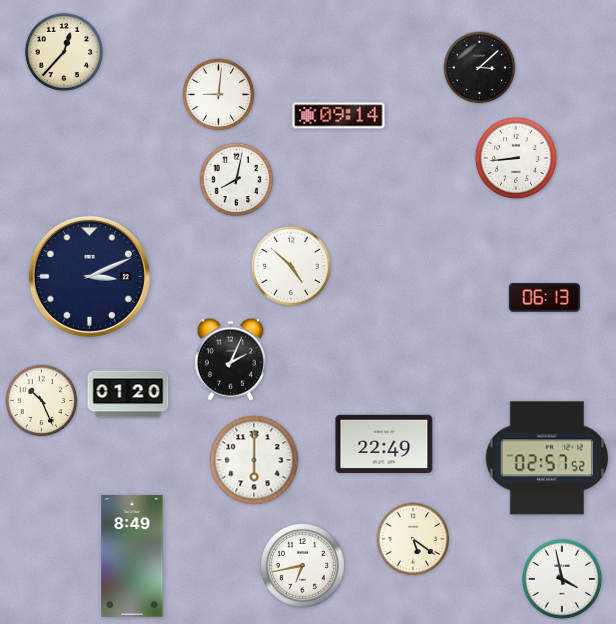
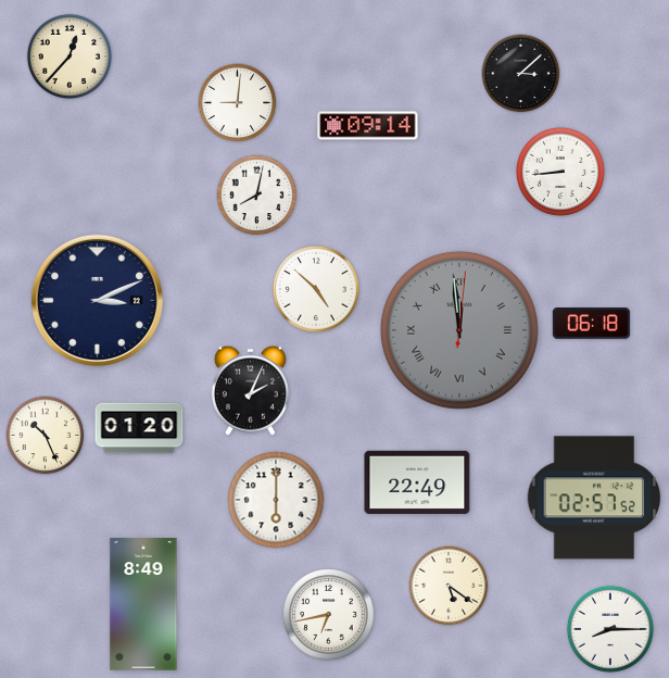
clock at (544, 298): 06:13 -> 06:18
clock at (459, 330): none -> 11:59
clock at (562, 579): 3:58 -> 8:15
